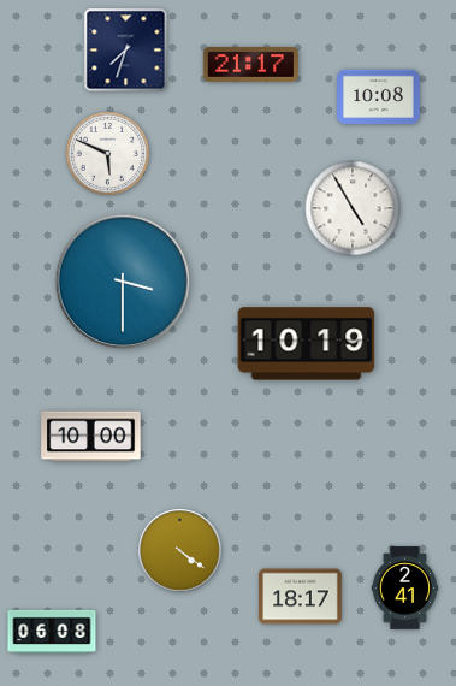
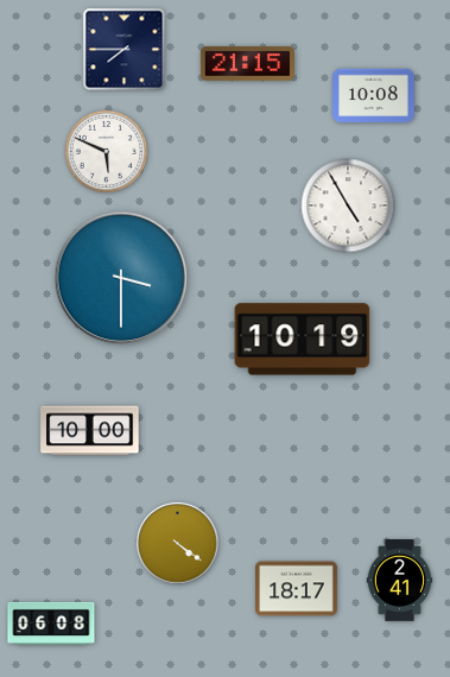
clock at (126, 51): 7:33 -> 7:45
clock at (250, 64): 21:17 -> 21:15
